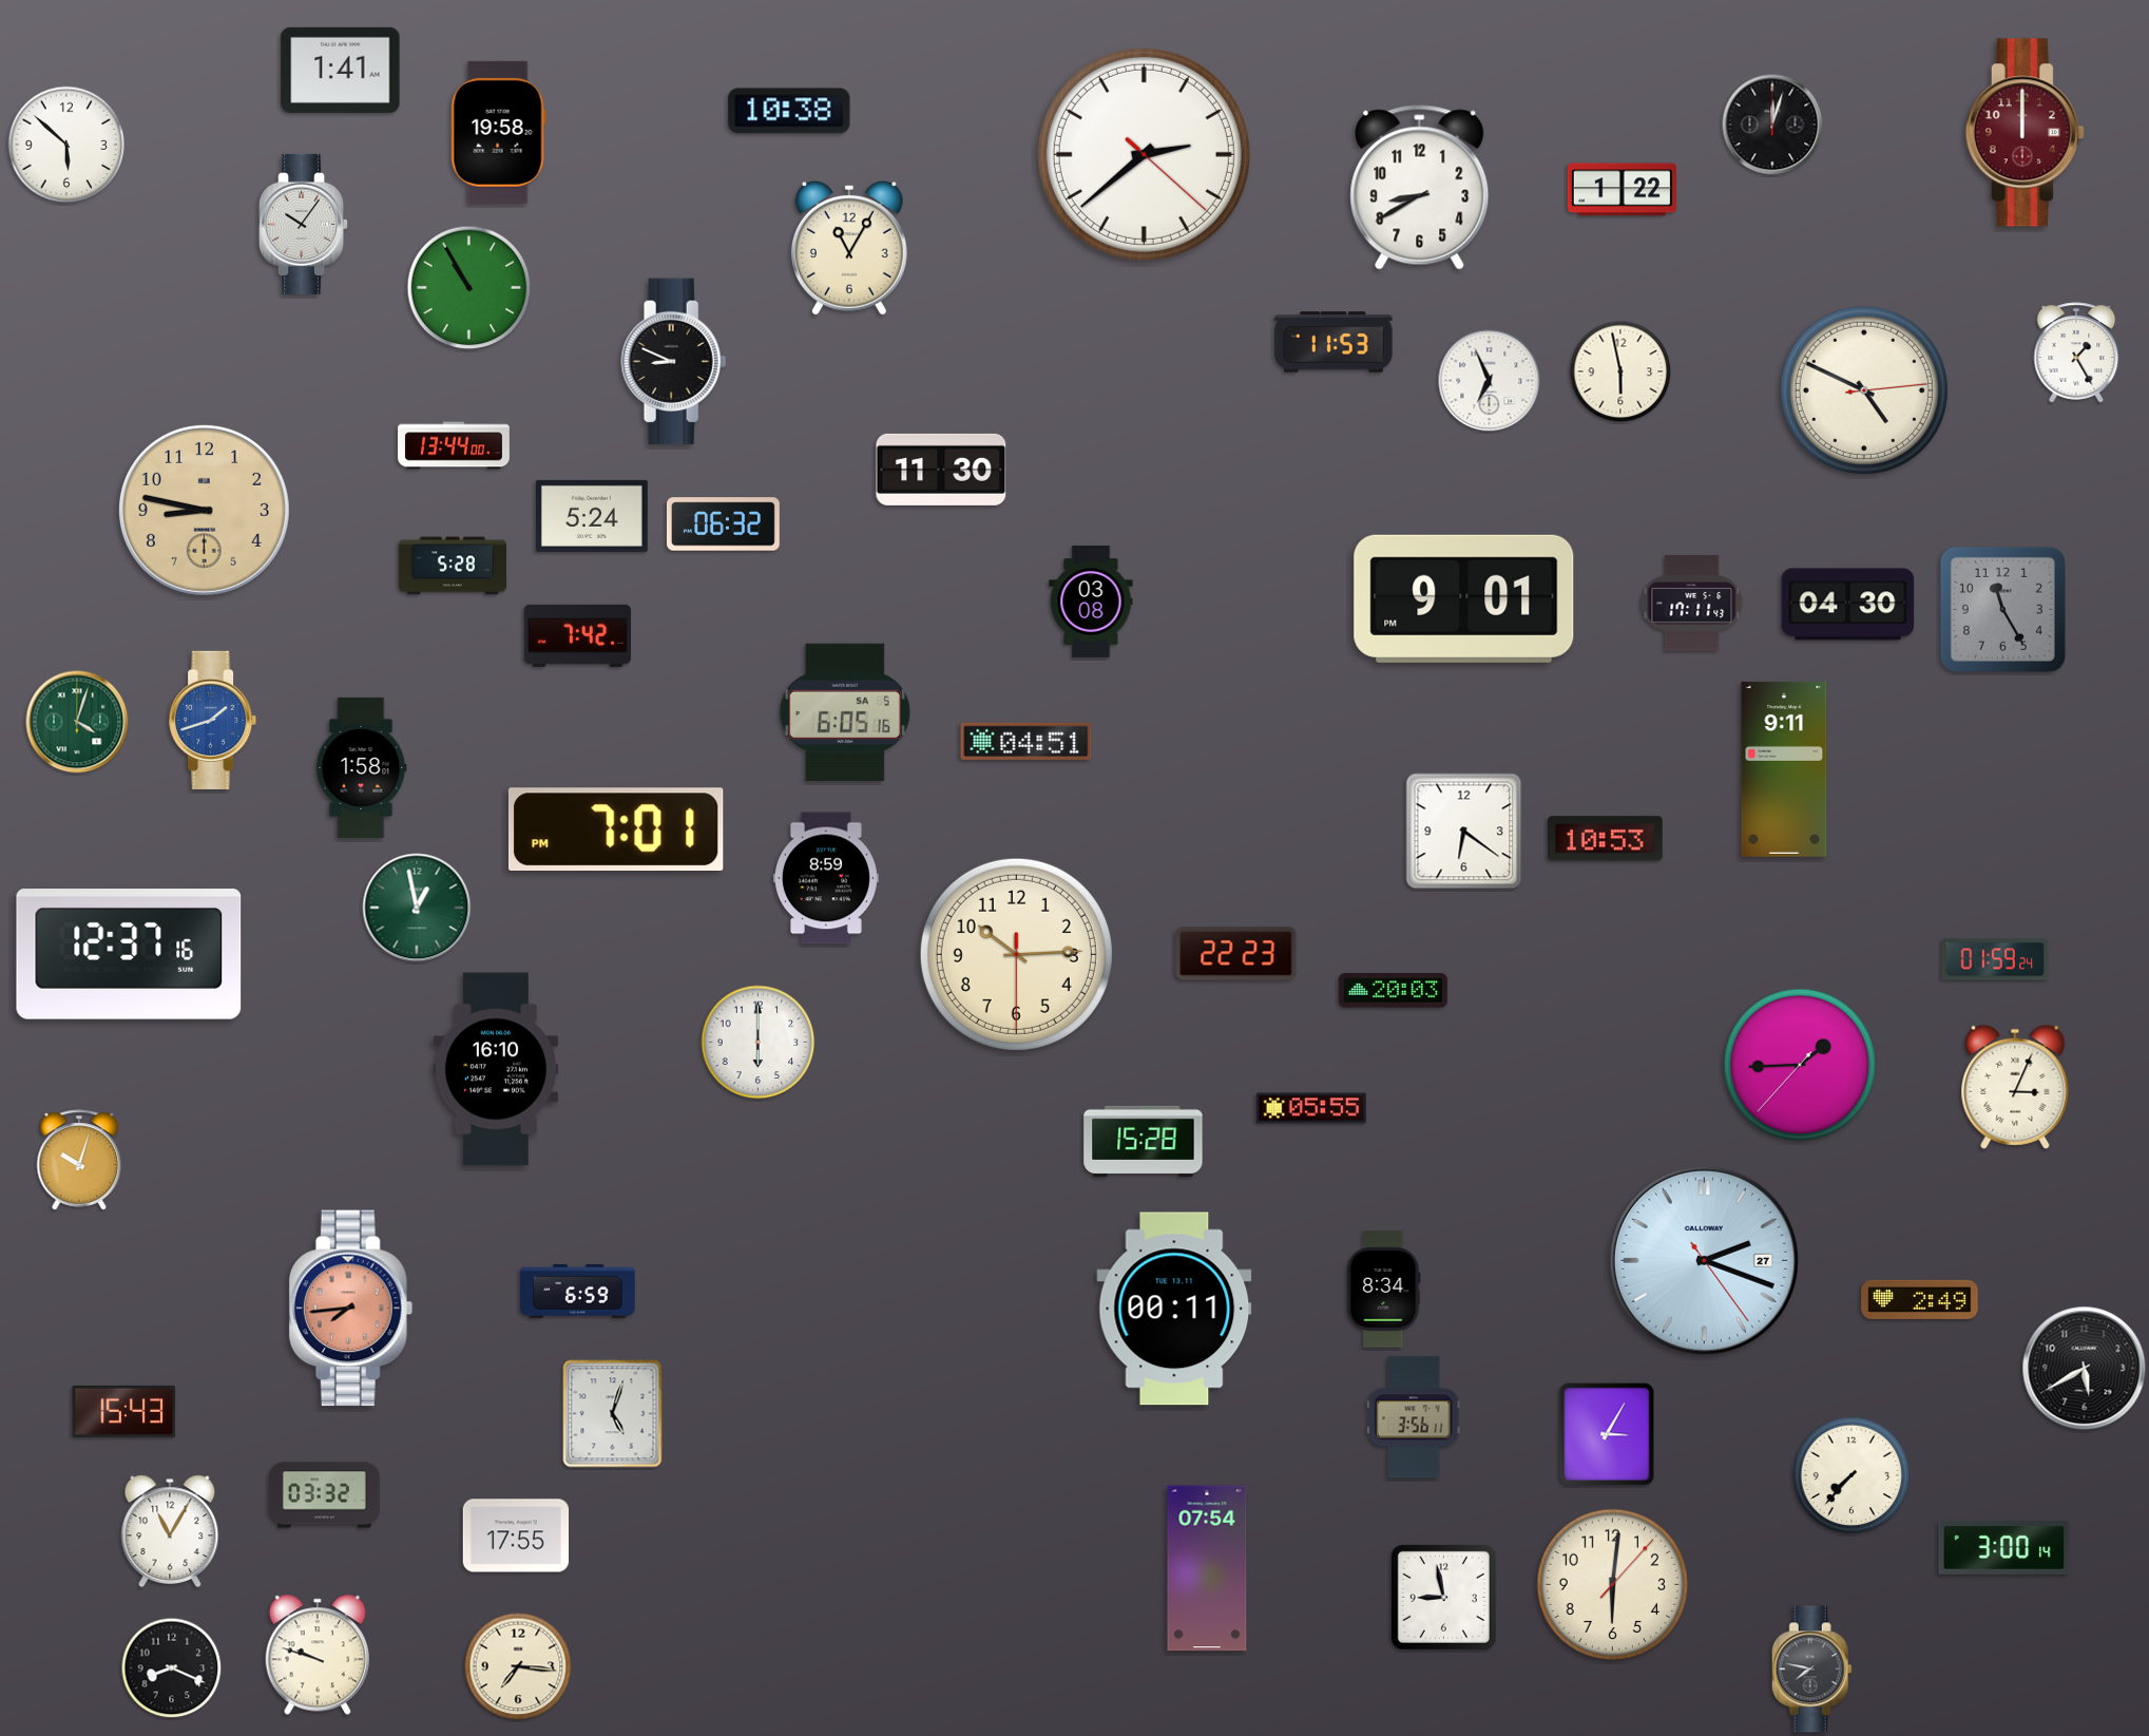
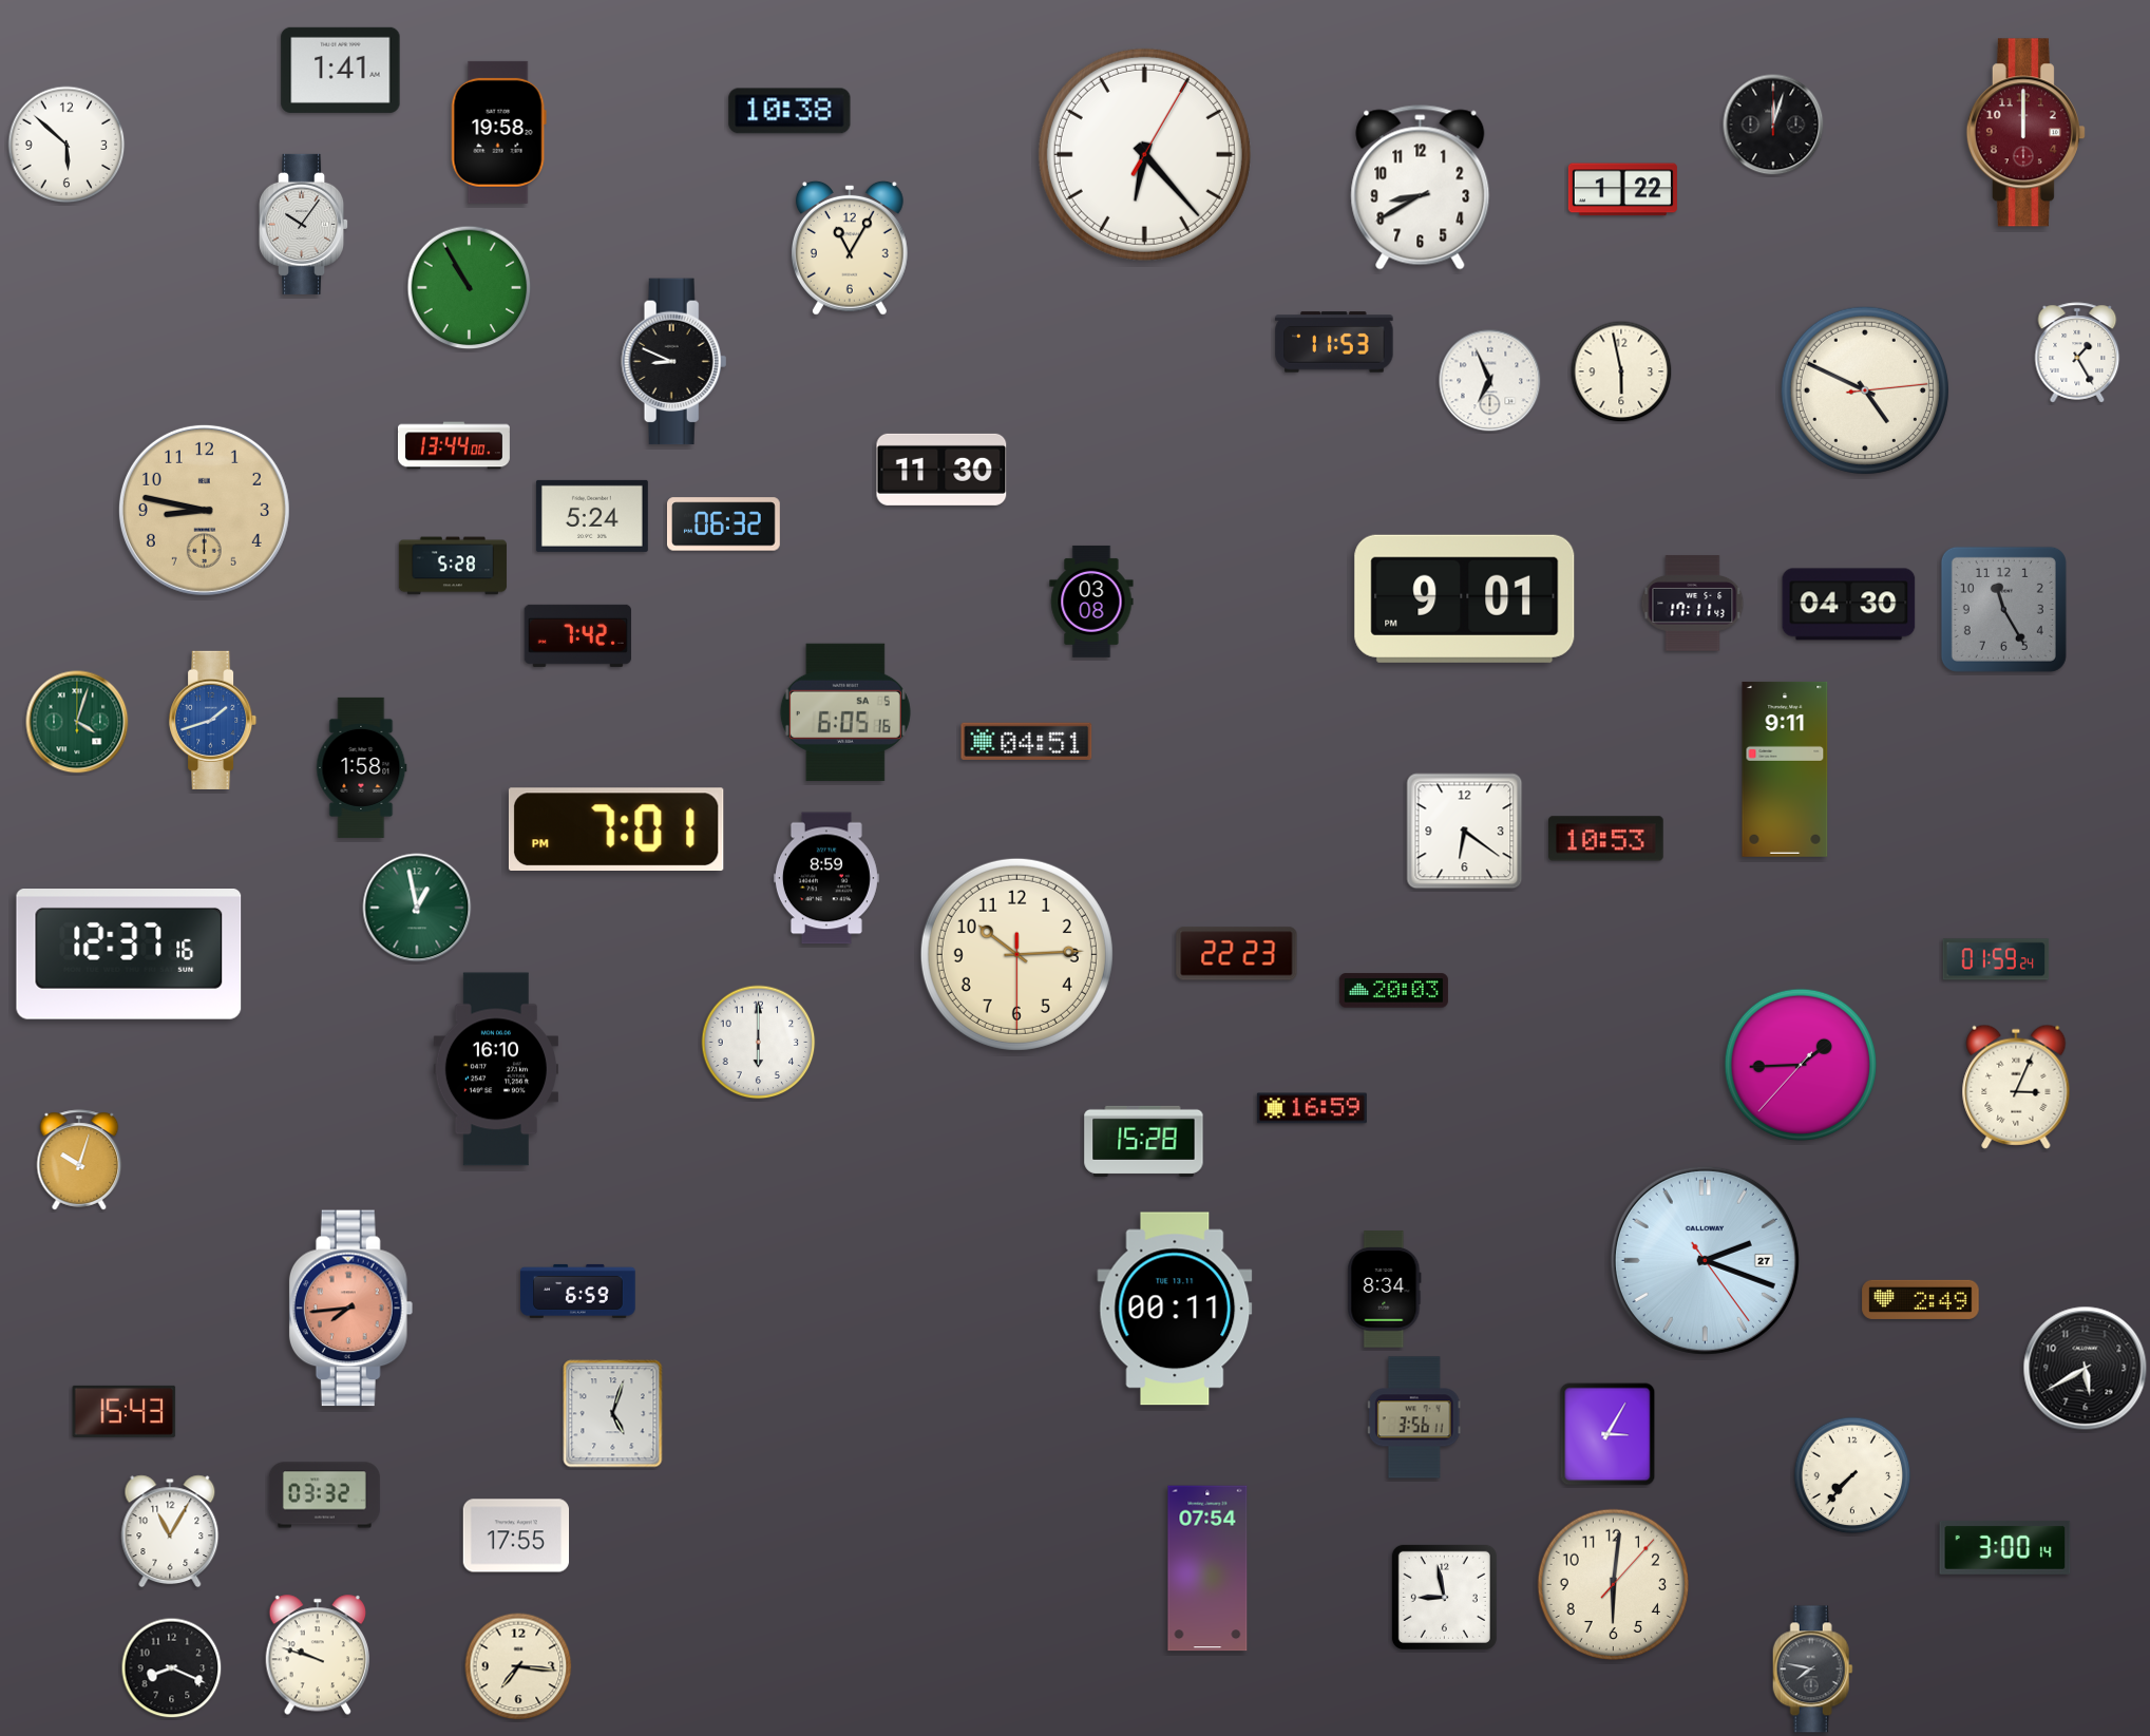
clock at (1144, 154): 2:38 -> 6:23
clock at (1311, 1108): 05:55 -> 16:59
